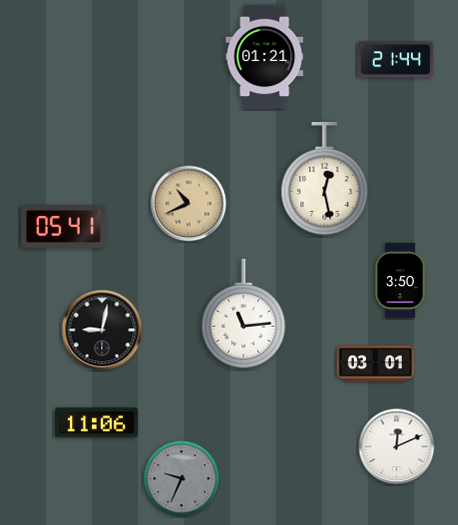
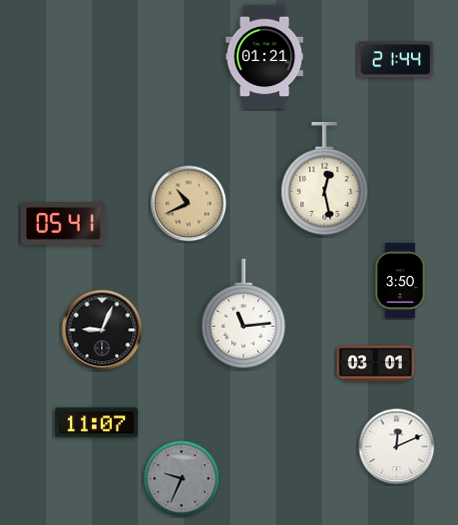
clock at (64, 227) position: (64, 227) -> (64, 224)
clock at (102, 330): 9:02 -> 9:04
clock at (97, 423): 11:06 -> 11:07
